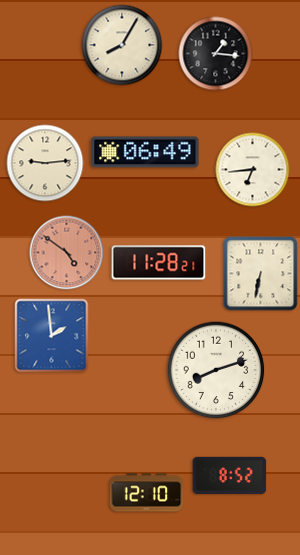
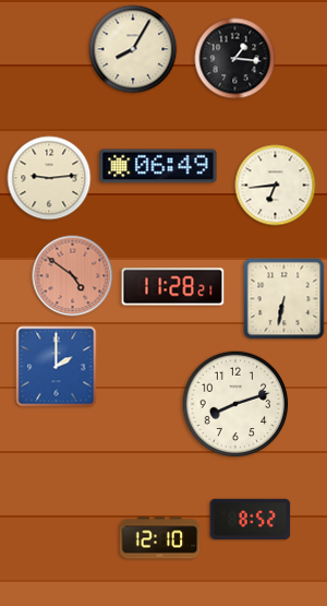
clock at (52, 336): 1:59 -> 2:00
